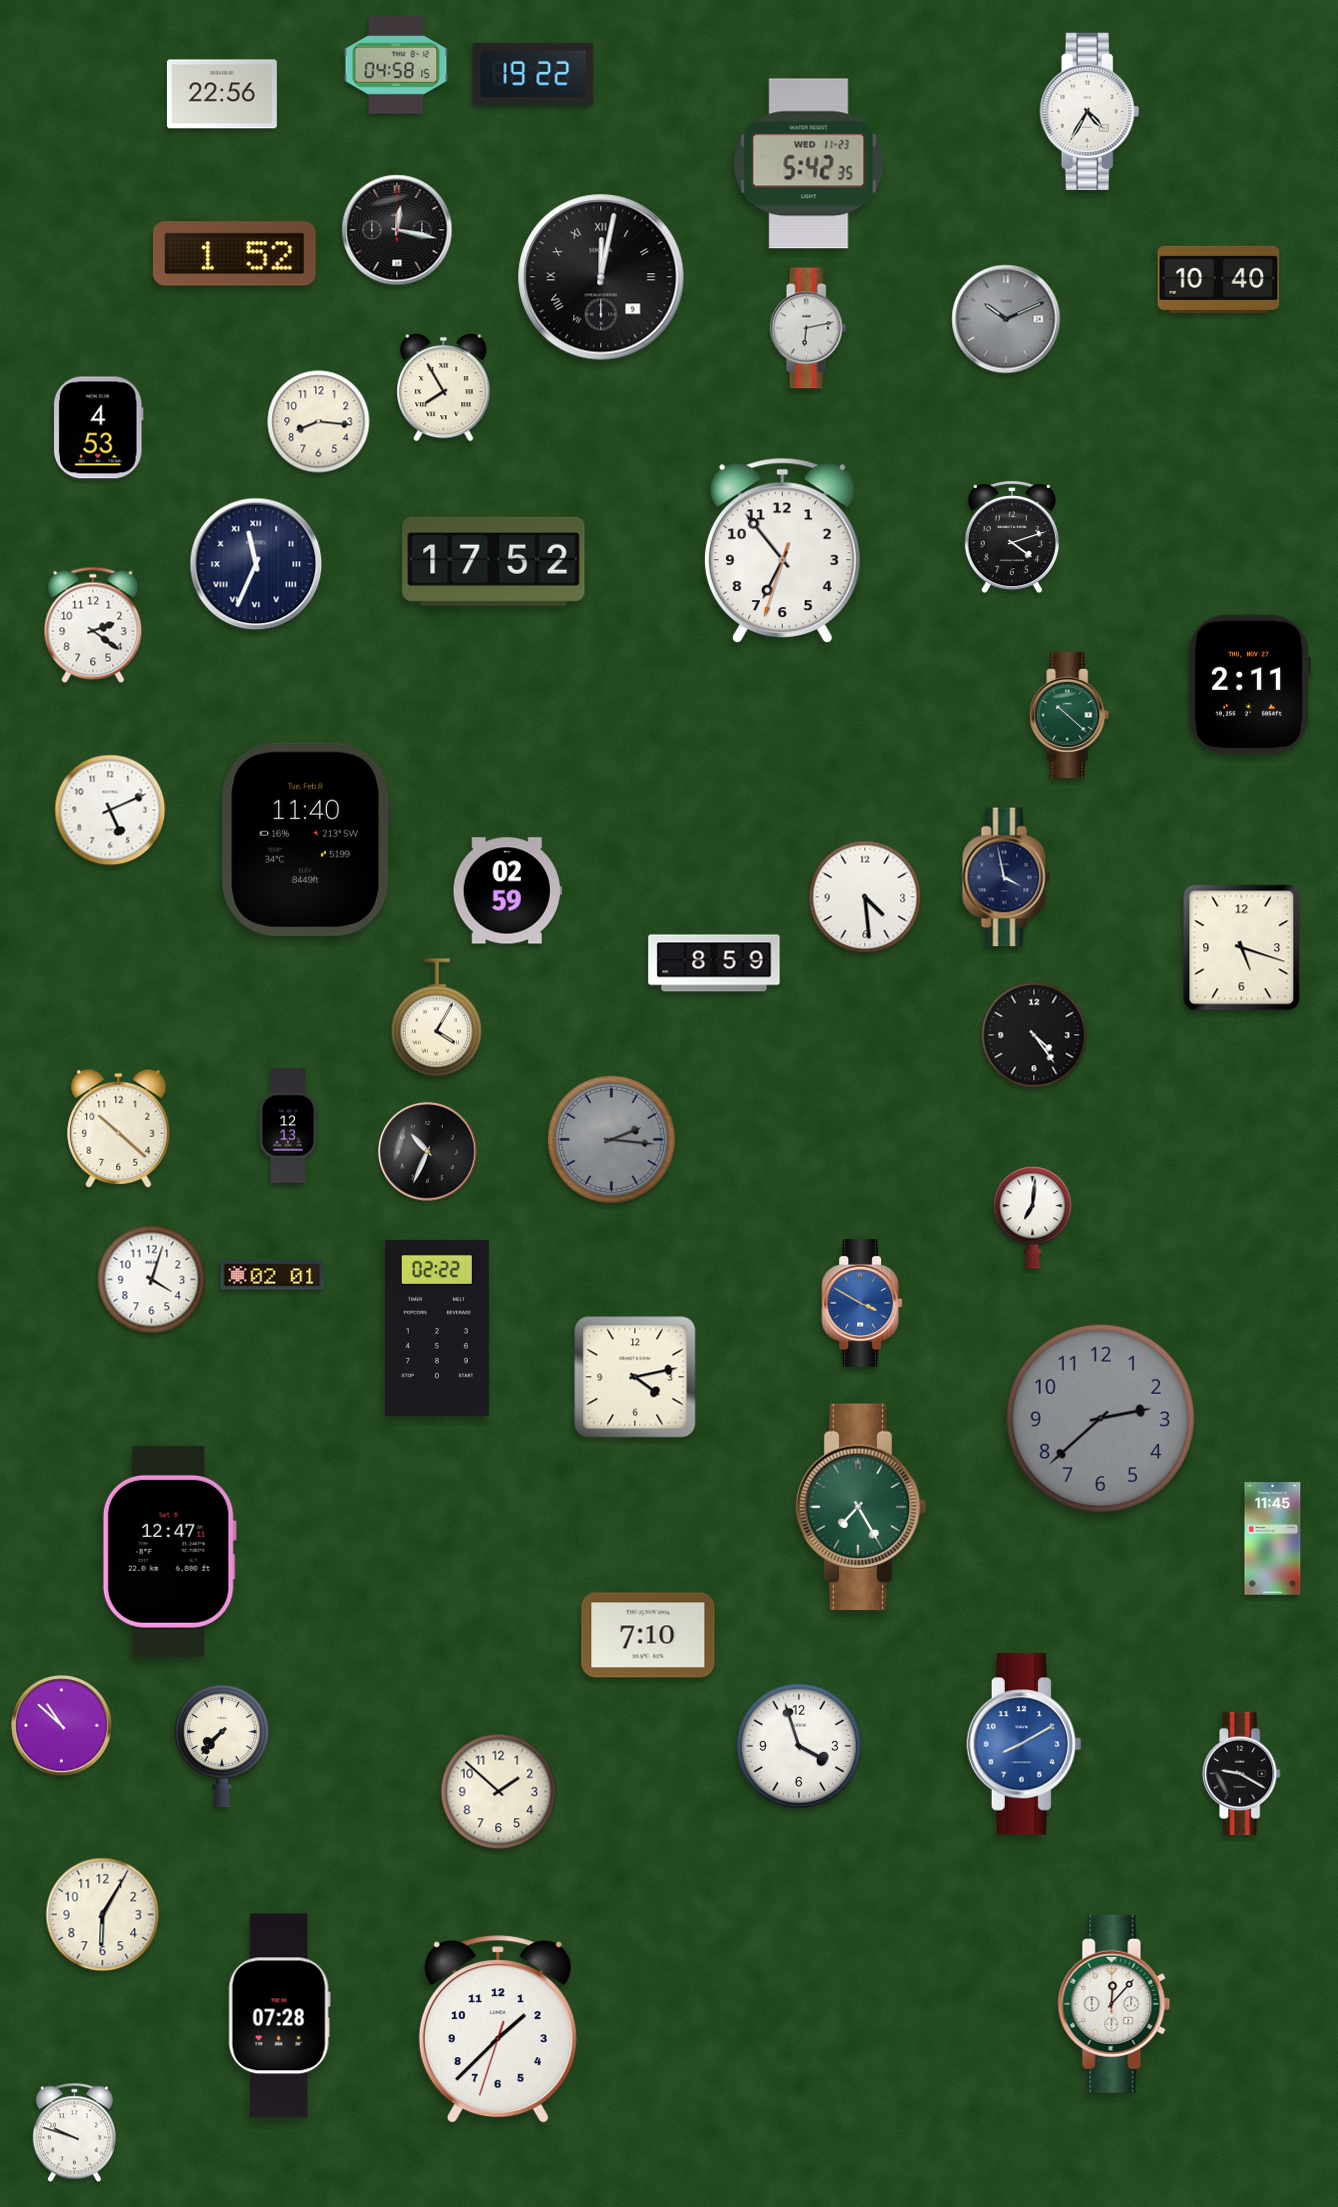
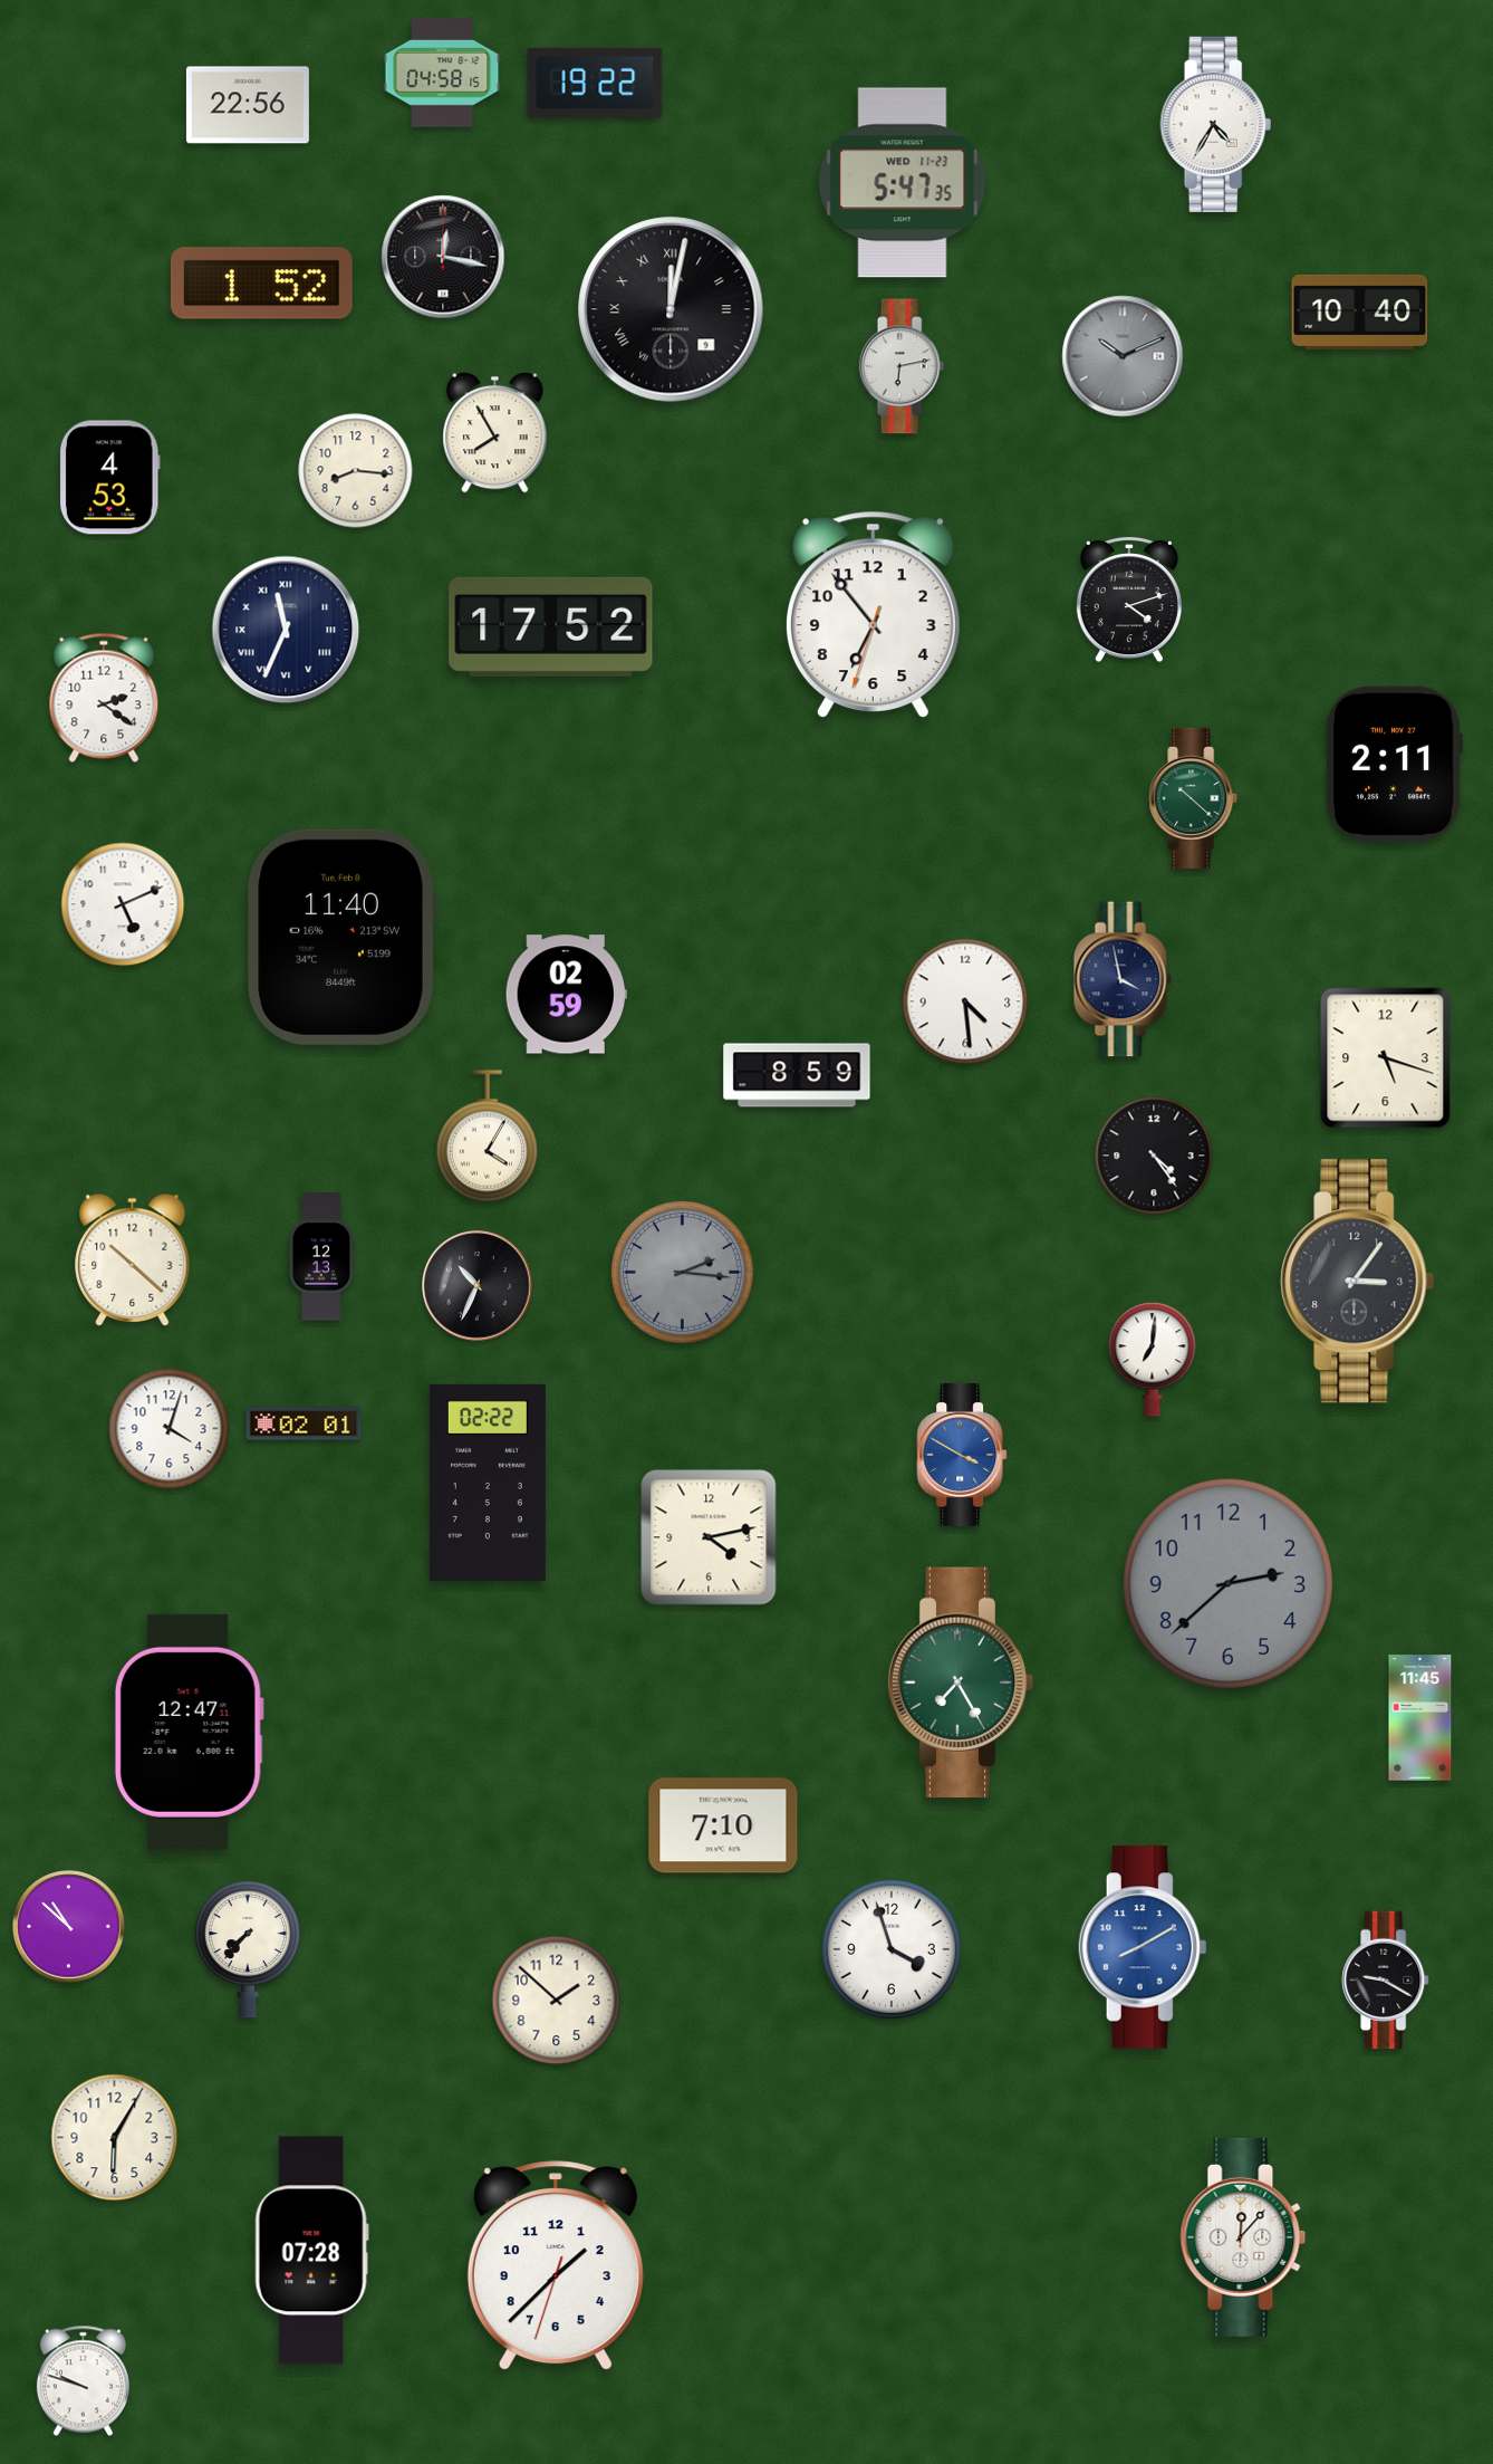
clock at (809, 164): 5:42 -> 5:47
clock at (1358, 1282): none -> 3:06
